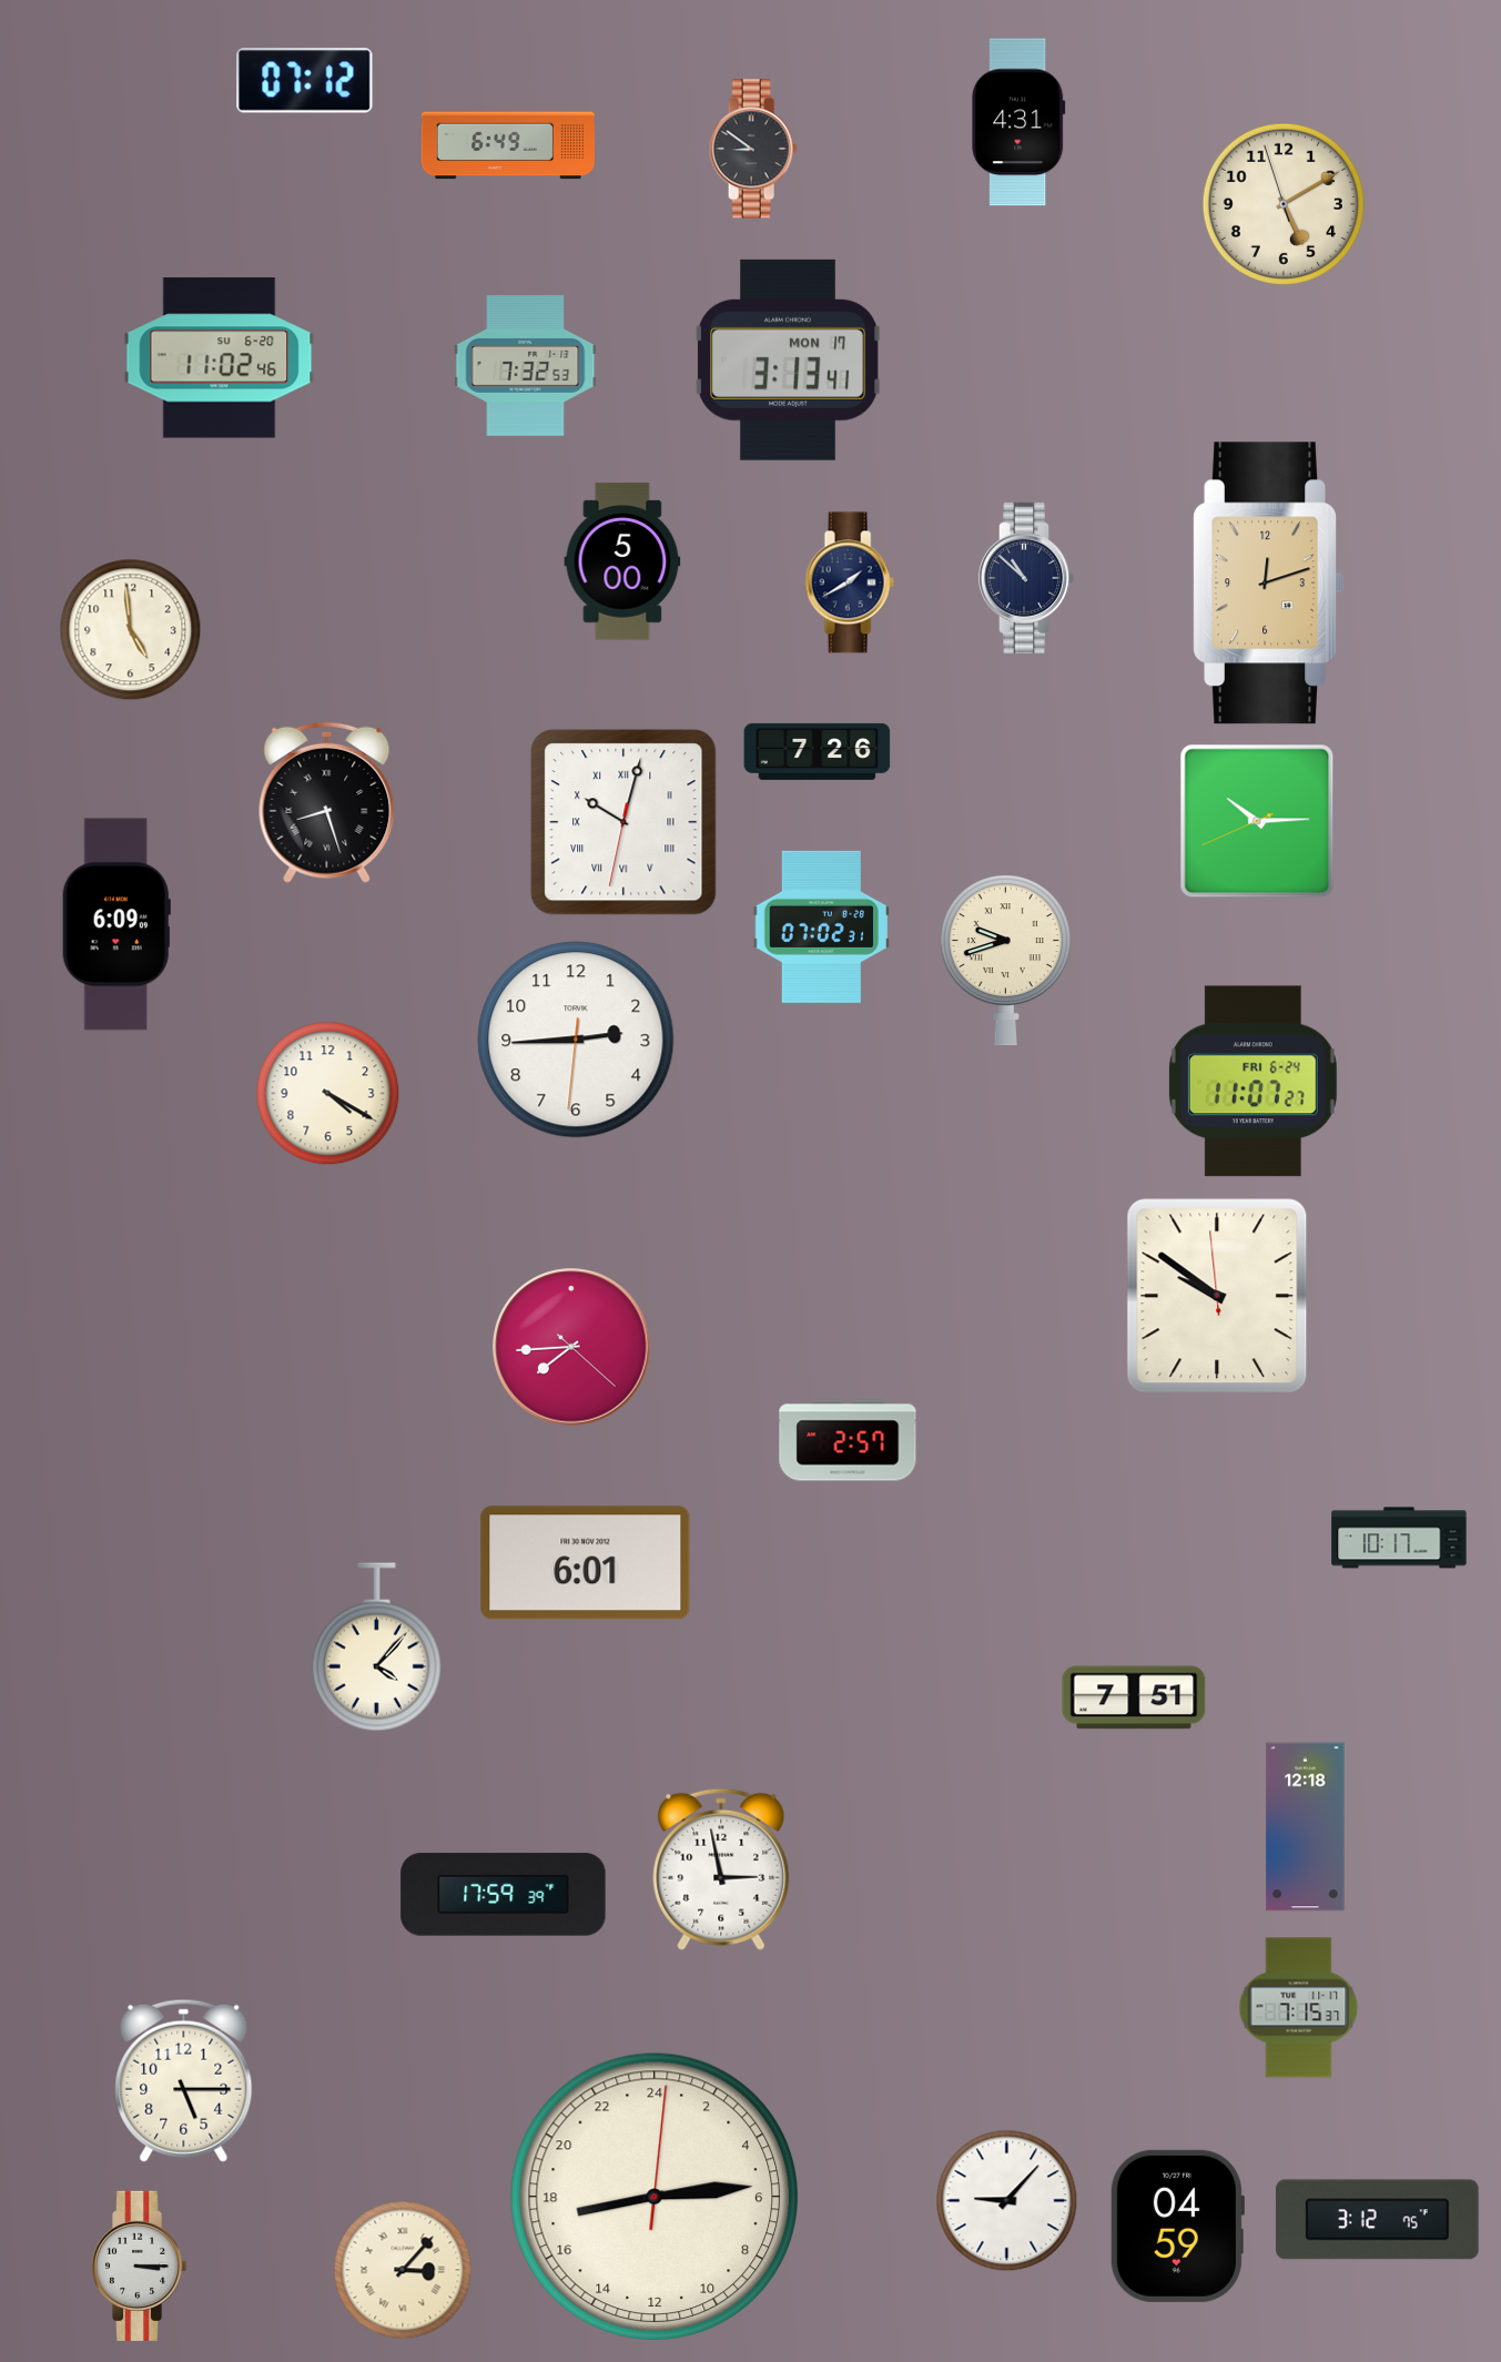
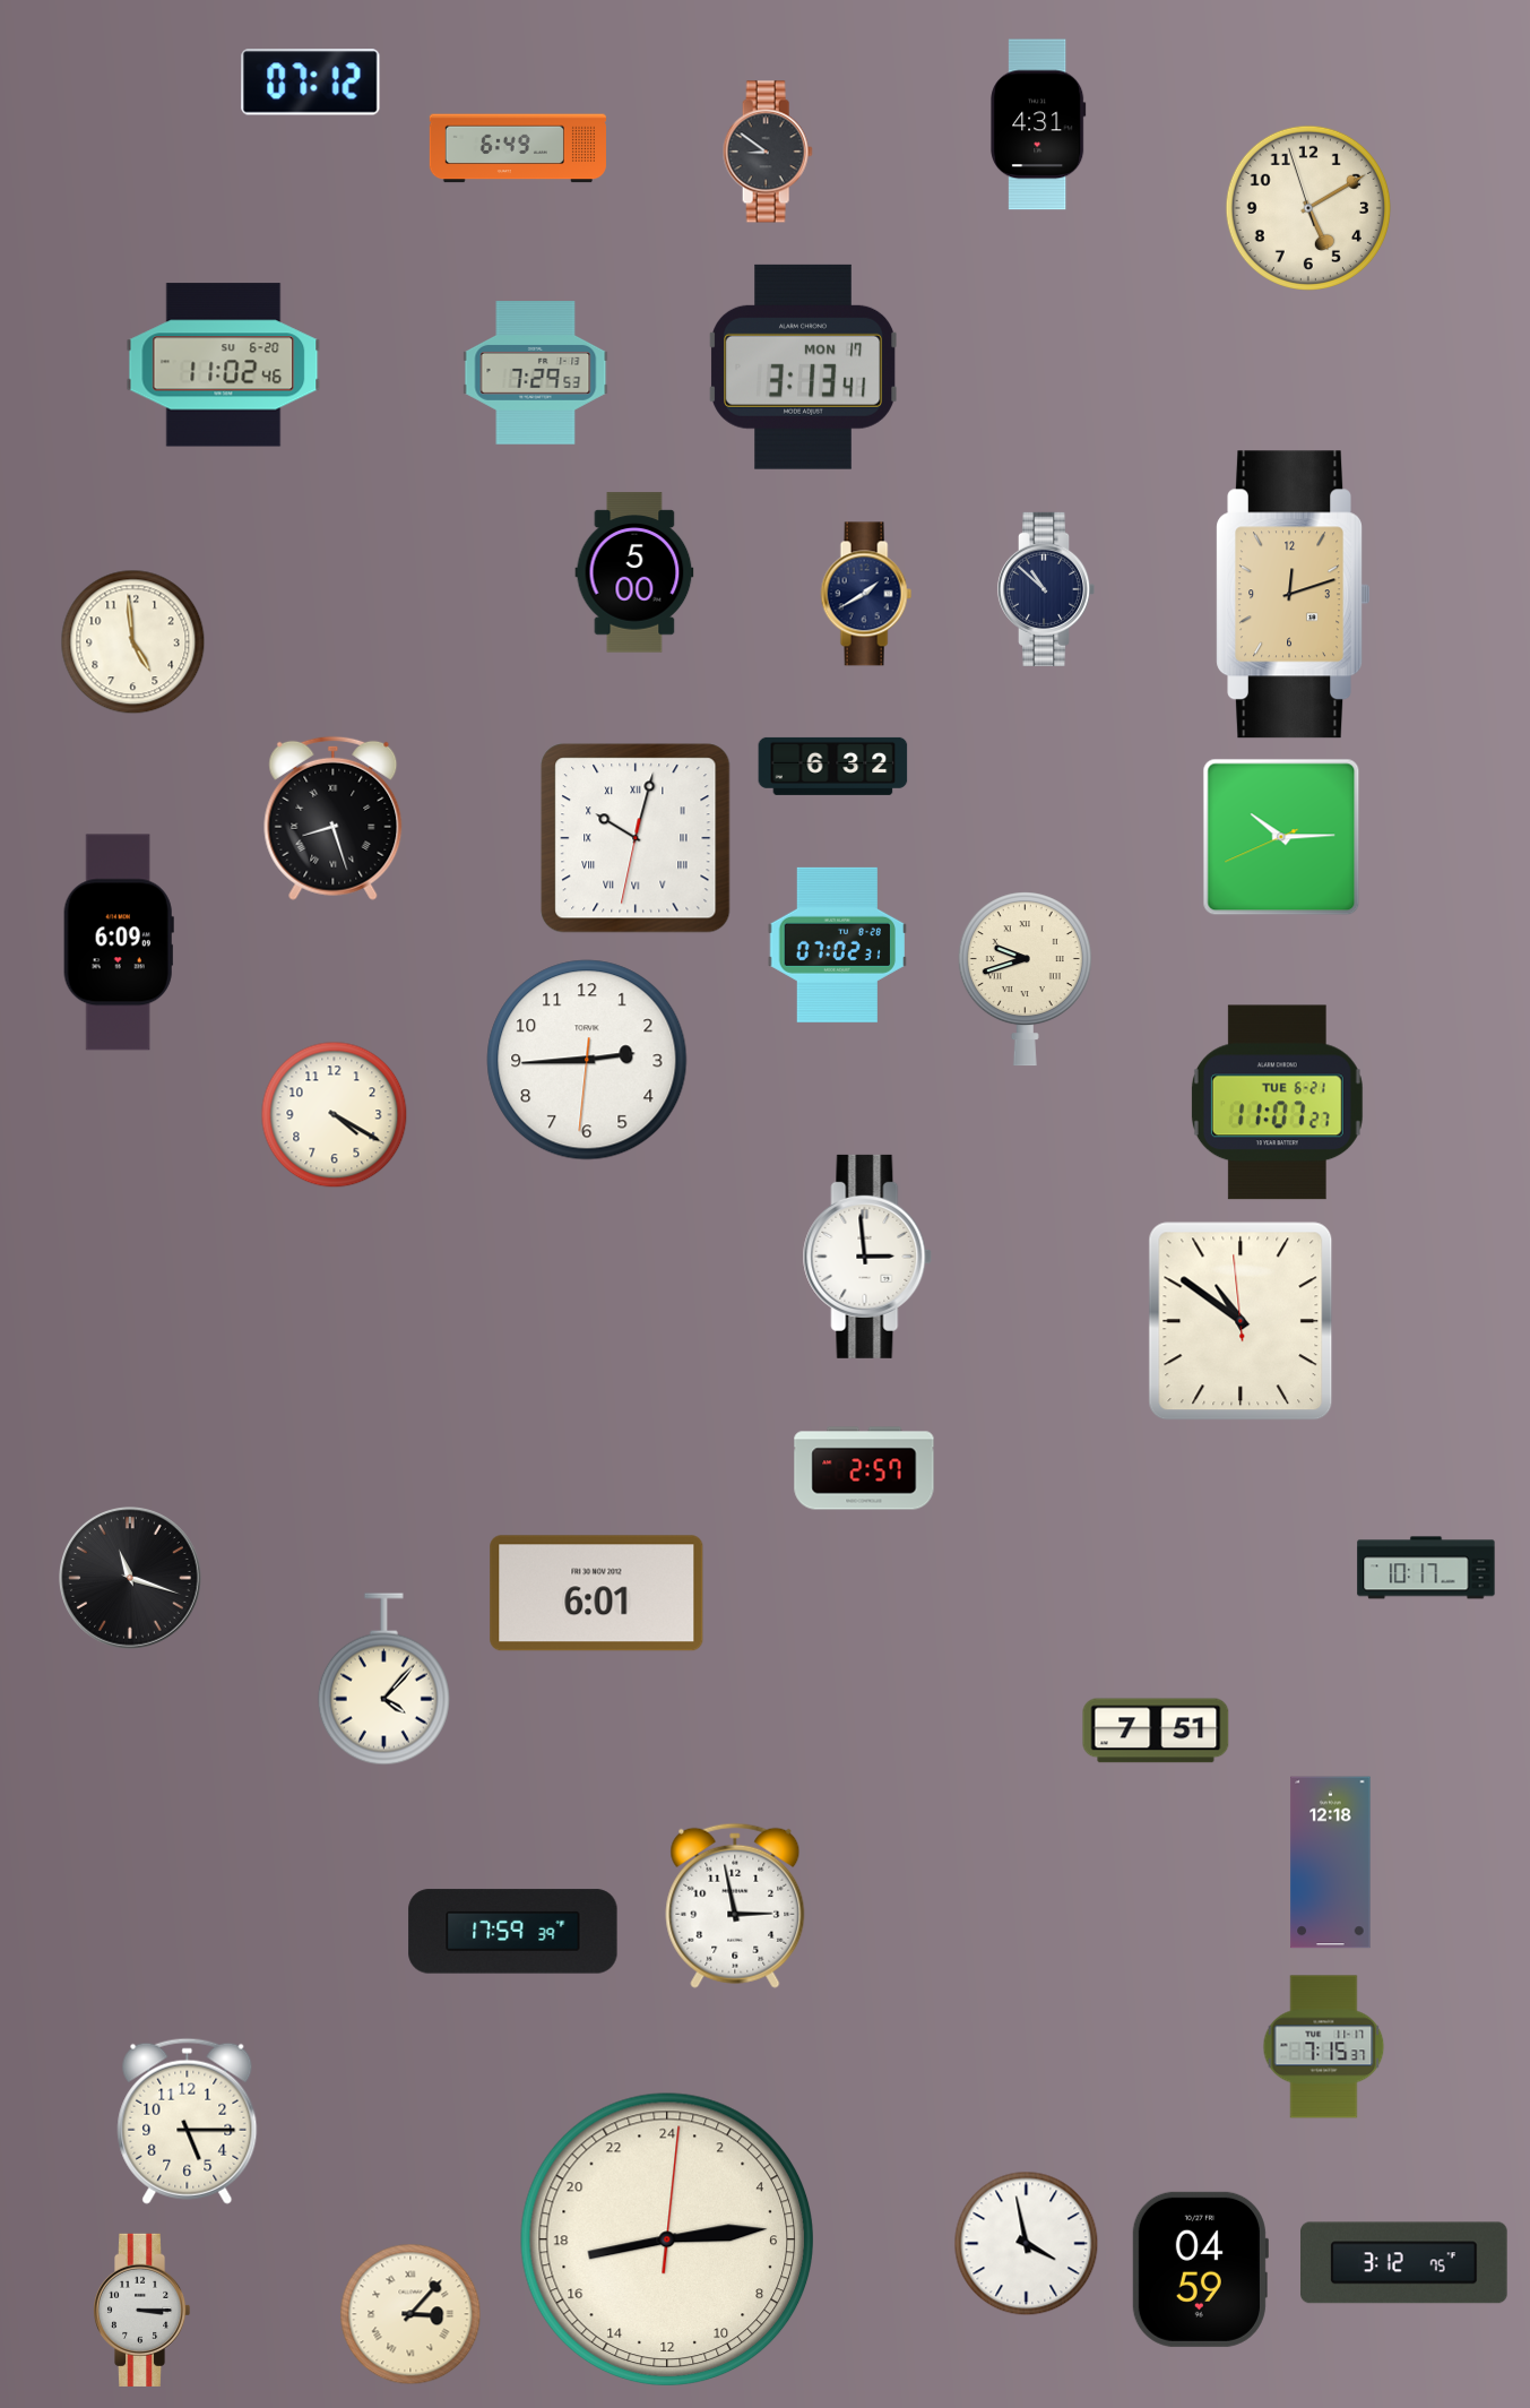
clock at (526, 366): 7:32 -> 7:29
clock at (818, 751): 7:26 -> 6:32
clock at (1252, 1082) date: FRI 6-24 -> TUE 6-21
clock at (867, 1257): none -> 2:59
clock at (1217, 1296): 9:50 -> 10:50
clock at (571, 1347): 7:44 -> none
clock at (131, 1579): none -> 11:18
clock at (1007, 2201): 9:07 -> 3:58
